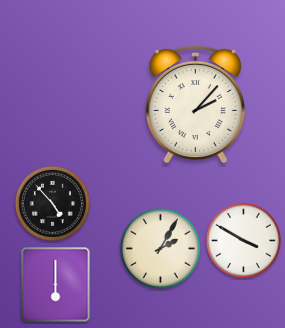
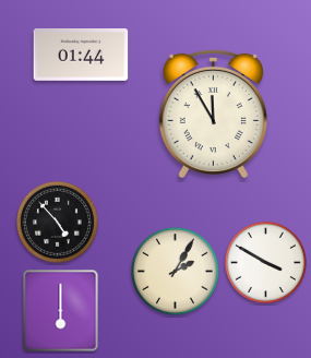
clock at (81, 56): none -> 01:44
clock at (195, 103): 2:07 -> 11:55
